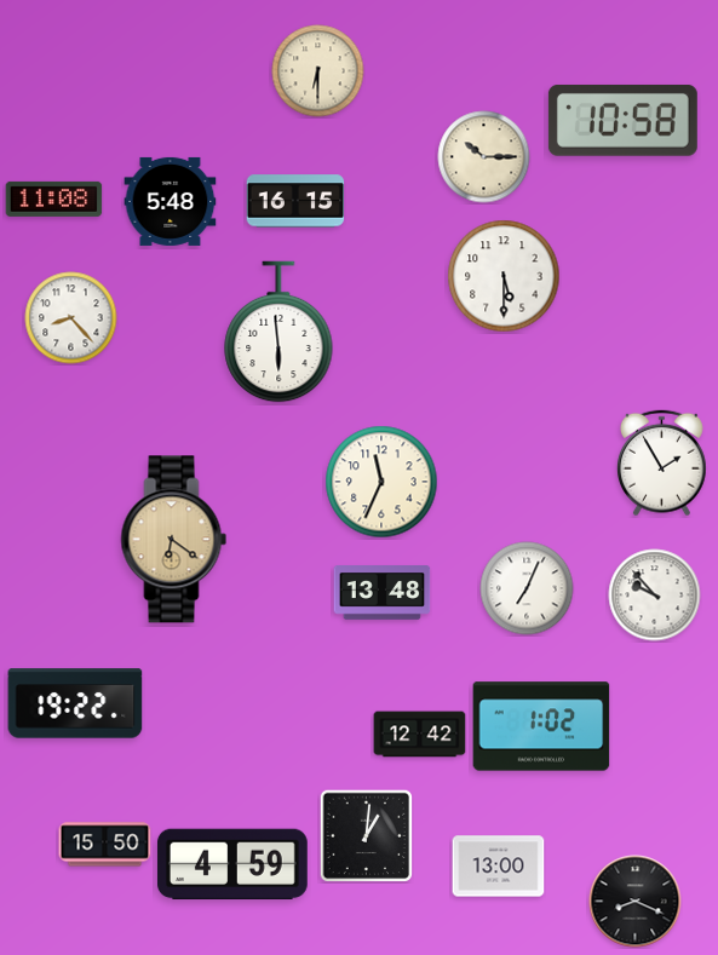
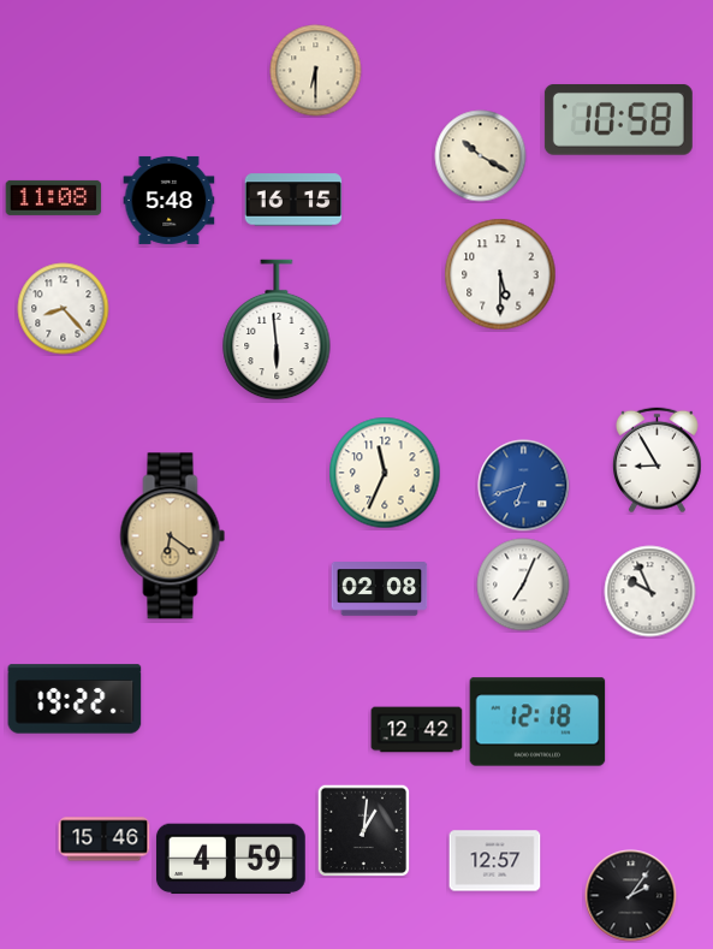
clock at (484, 157): 10:15 -> 10:20
clock at (71, 318) position: (71, 318) -> (64, 309)
clock at (661, 464): 1:55 -> 8:55
clock at (381, 482) position: (381, 482) -> (385, 473)
clock at (524, 486): none -> 6:42
clock at (383, 593): 13:48 -> 02:08
clock at (655, 596): 9:53 -> 9:56
clock at (541, 726): 1:02 -> 12:18
clock at (105, 845): 15:50 -> 15:46
clock at (499, 867): 13:00 -> 12:57
clock at (636, 902): 8:19 -> 2:06
